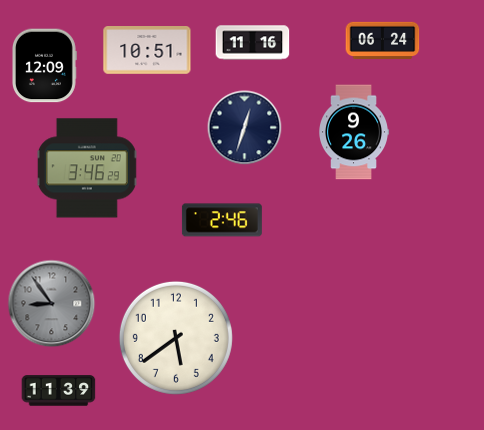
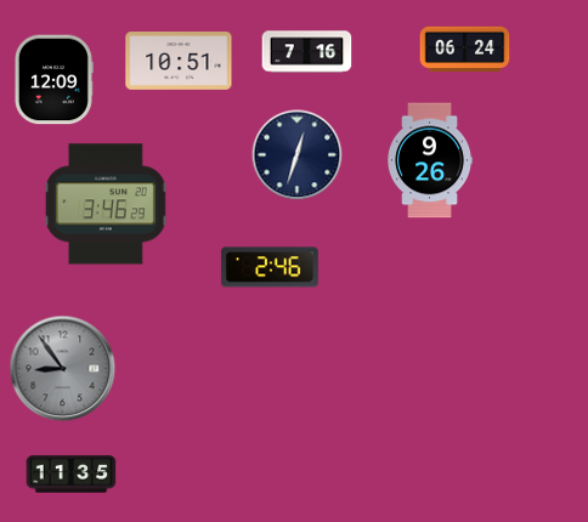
clock at (253, 43): 11:16 -> 7:16
clock at (176, 338): 5:39 -> none
clock at (59, 391): 11:39 -> 11:35
